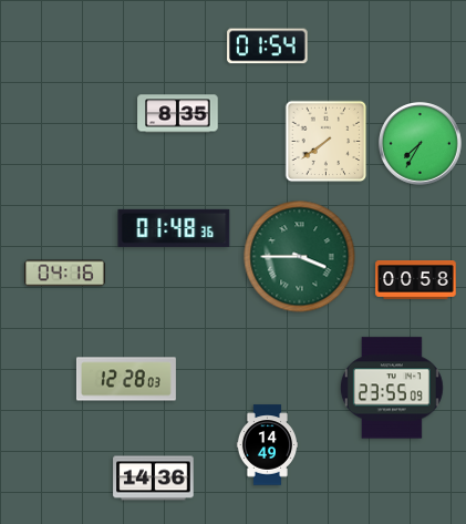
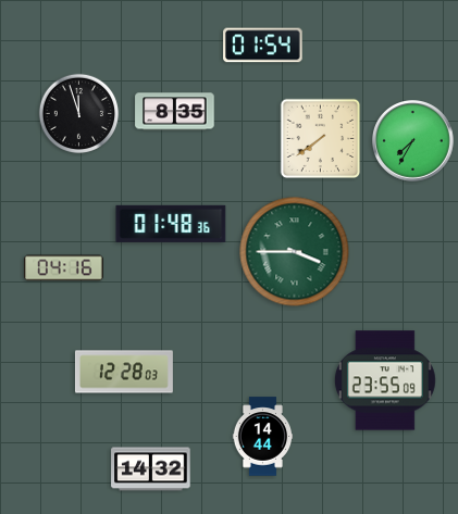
clock at (79, 114): none -> 11:57
clock at (416, 280): 00:58 -> none
clock at (267, 445): 14:49 -> 14:44
clock at (154, 479): 14:36 -> 14:32
